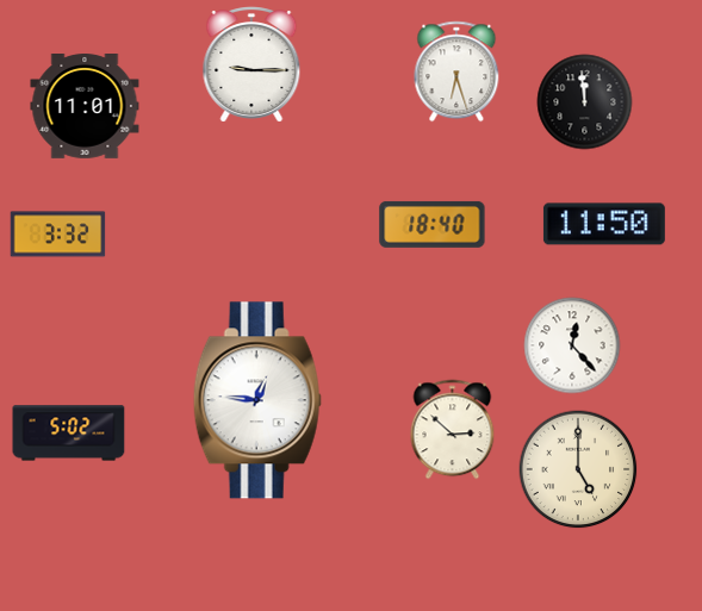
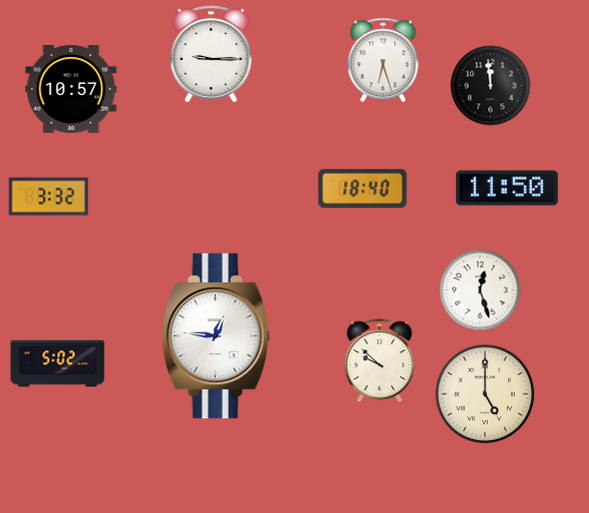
clock at (85, 107): 11:01 -> 10:57
clock at (572, 345): 12:23 -> 12:27
clock at (453, 430): 2:52 -> 9:52
